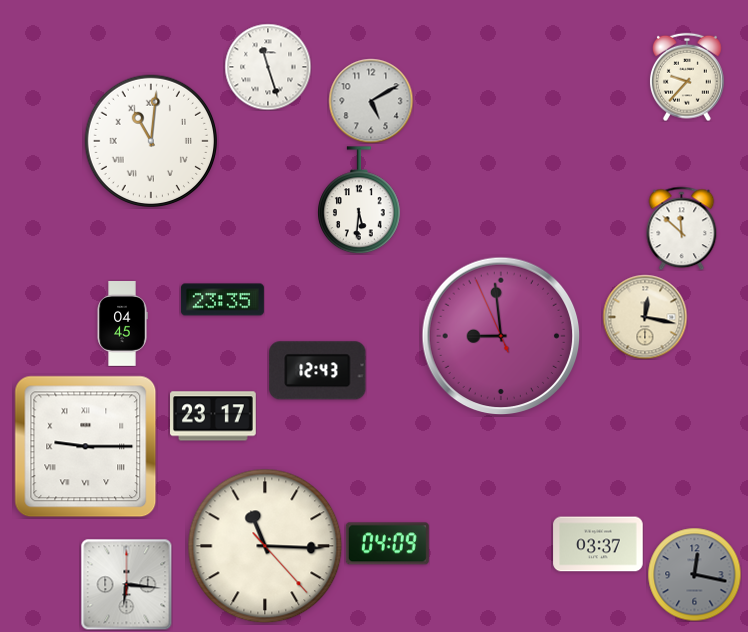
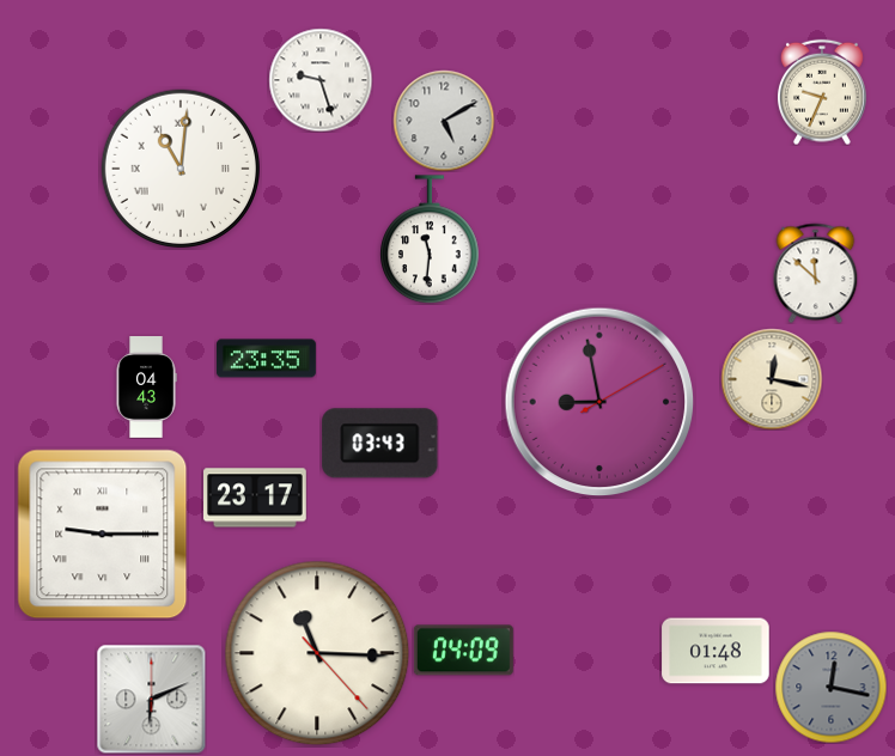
clock at (268, 67): 11:27 -> 9:27
clock at (687, 77): 9:37 -> 9:34
clock at (360, 200): 5:31 -> 11:31
clock at (122, 324): 04:45 -> 04:43
clock at (501, 336): 8:58:56 -> 8:58:10
clock at (318, 371): 12:43 -> 03:43
clock at (598, 544): 03:37 -> 01:48
clock at (126, 584): 6:16 -> 6:11
